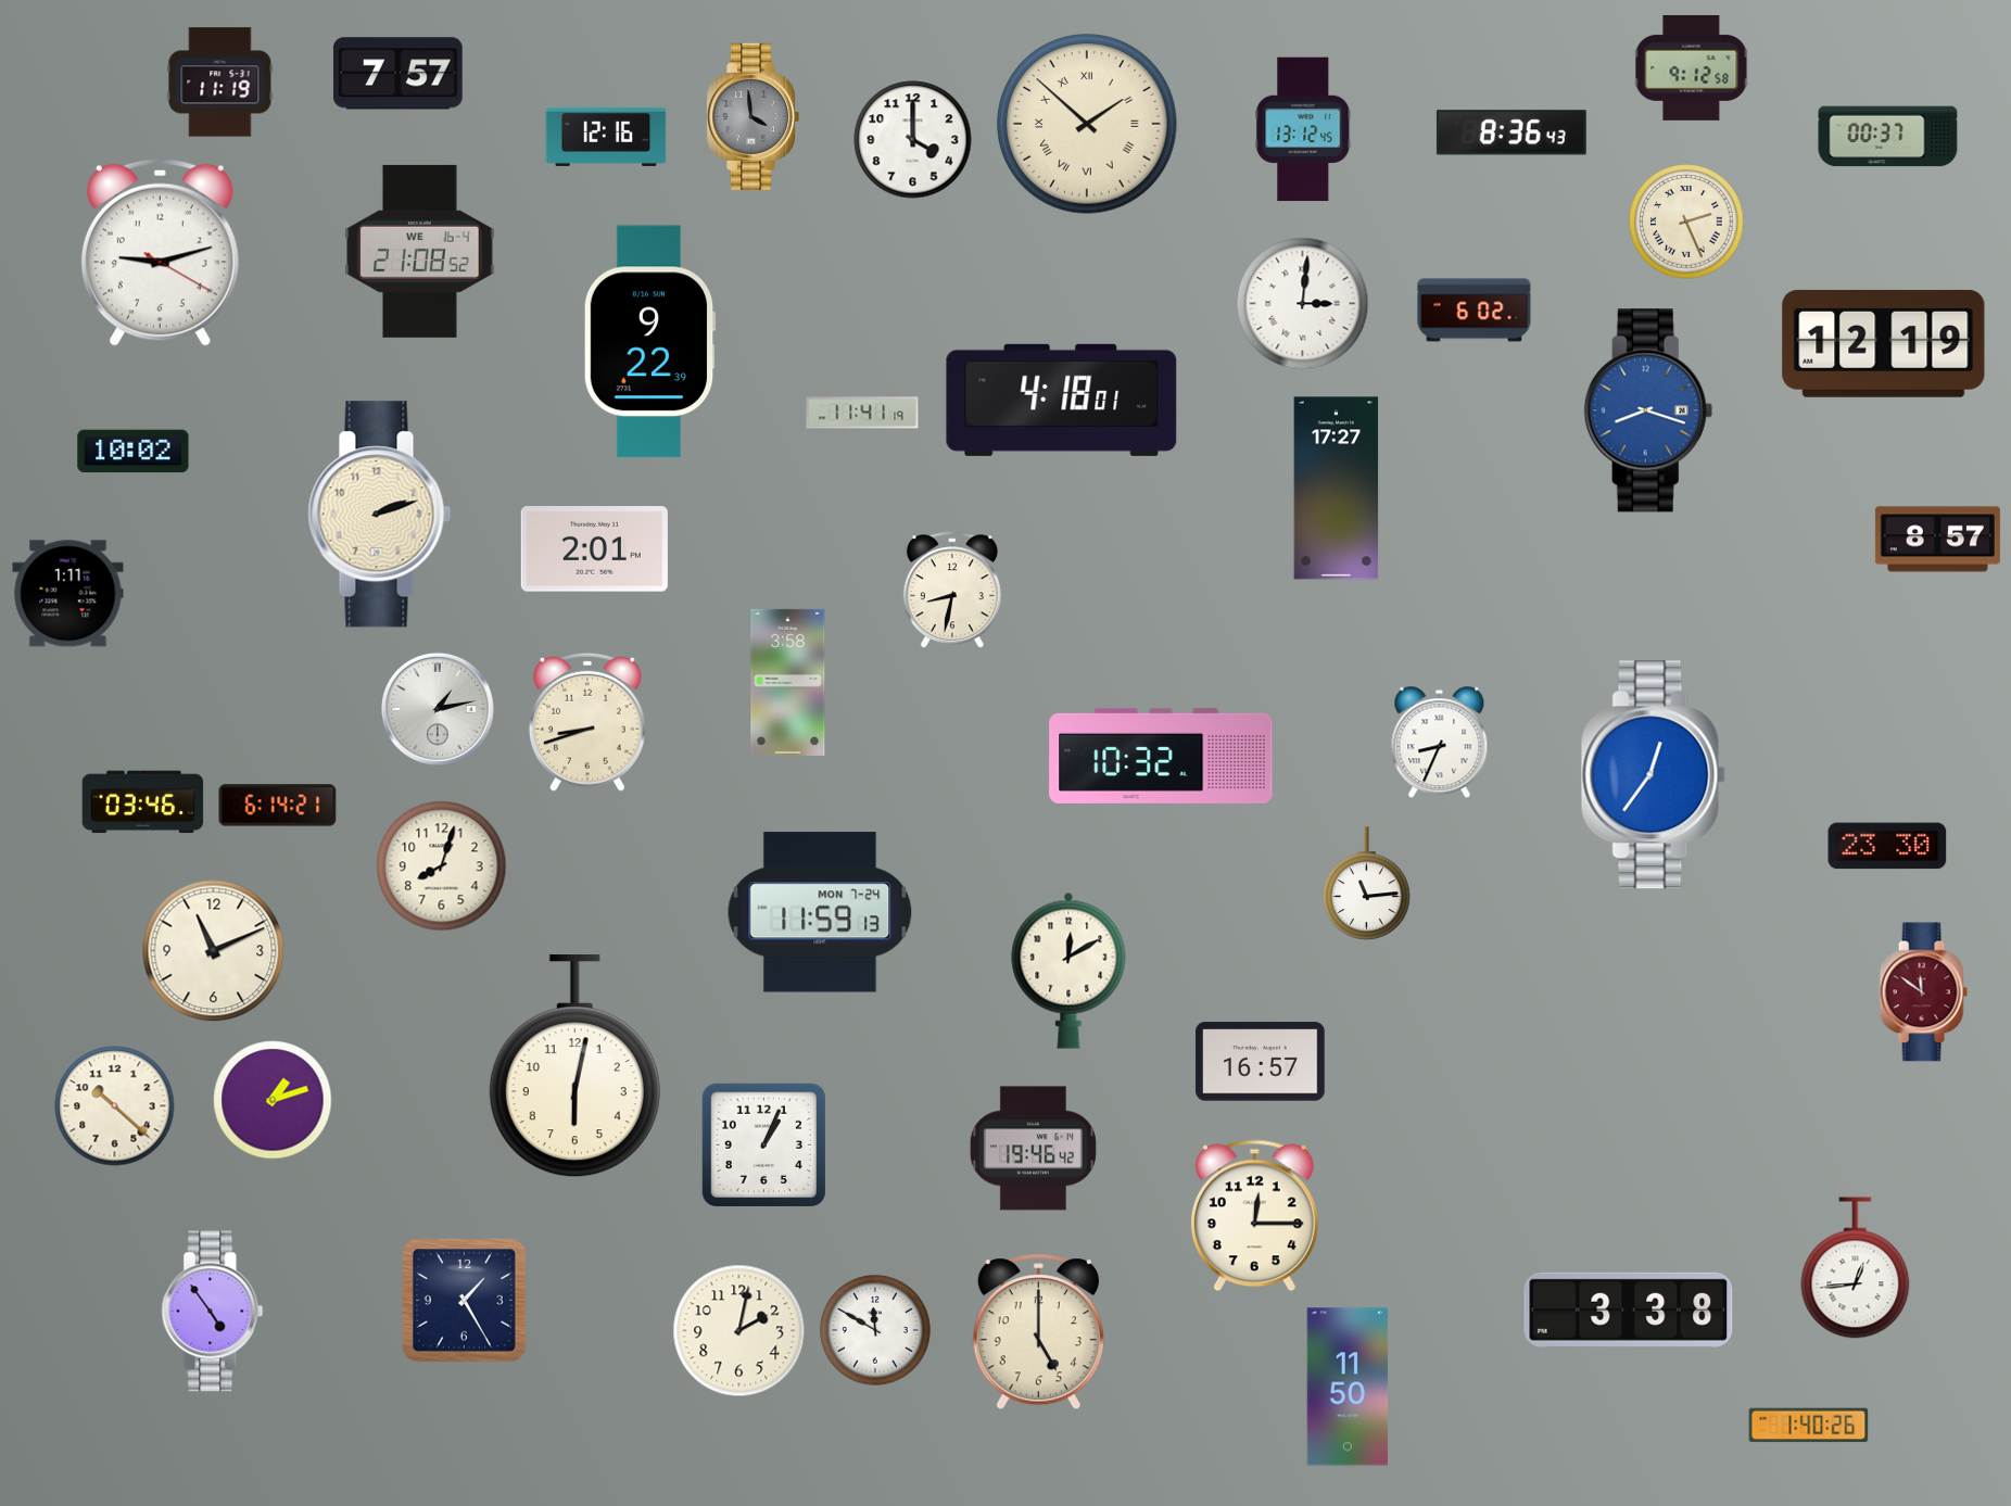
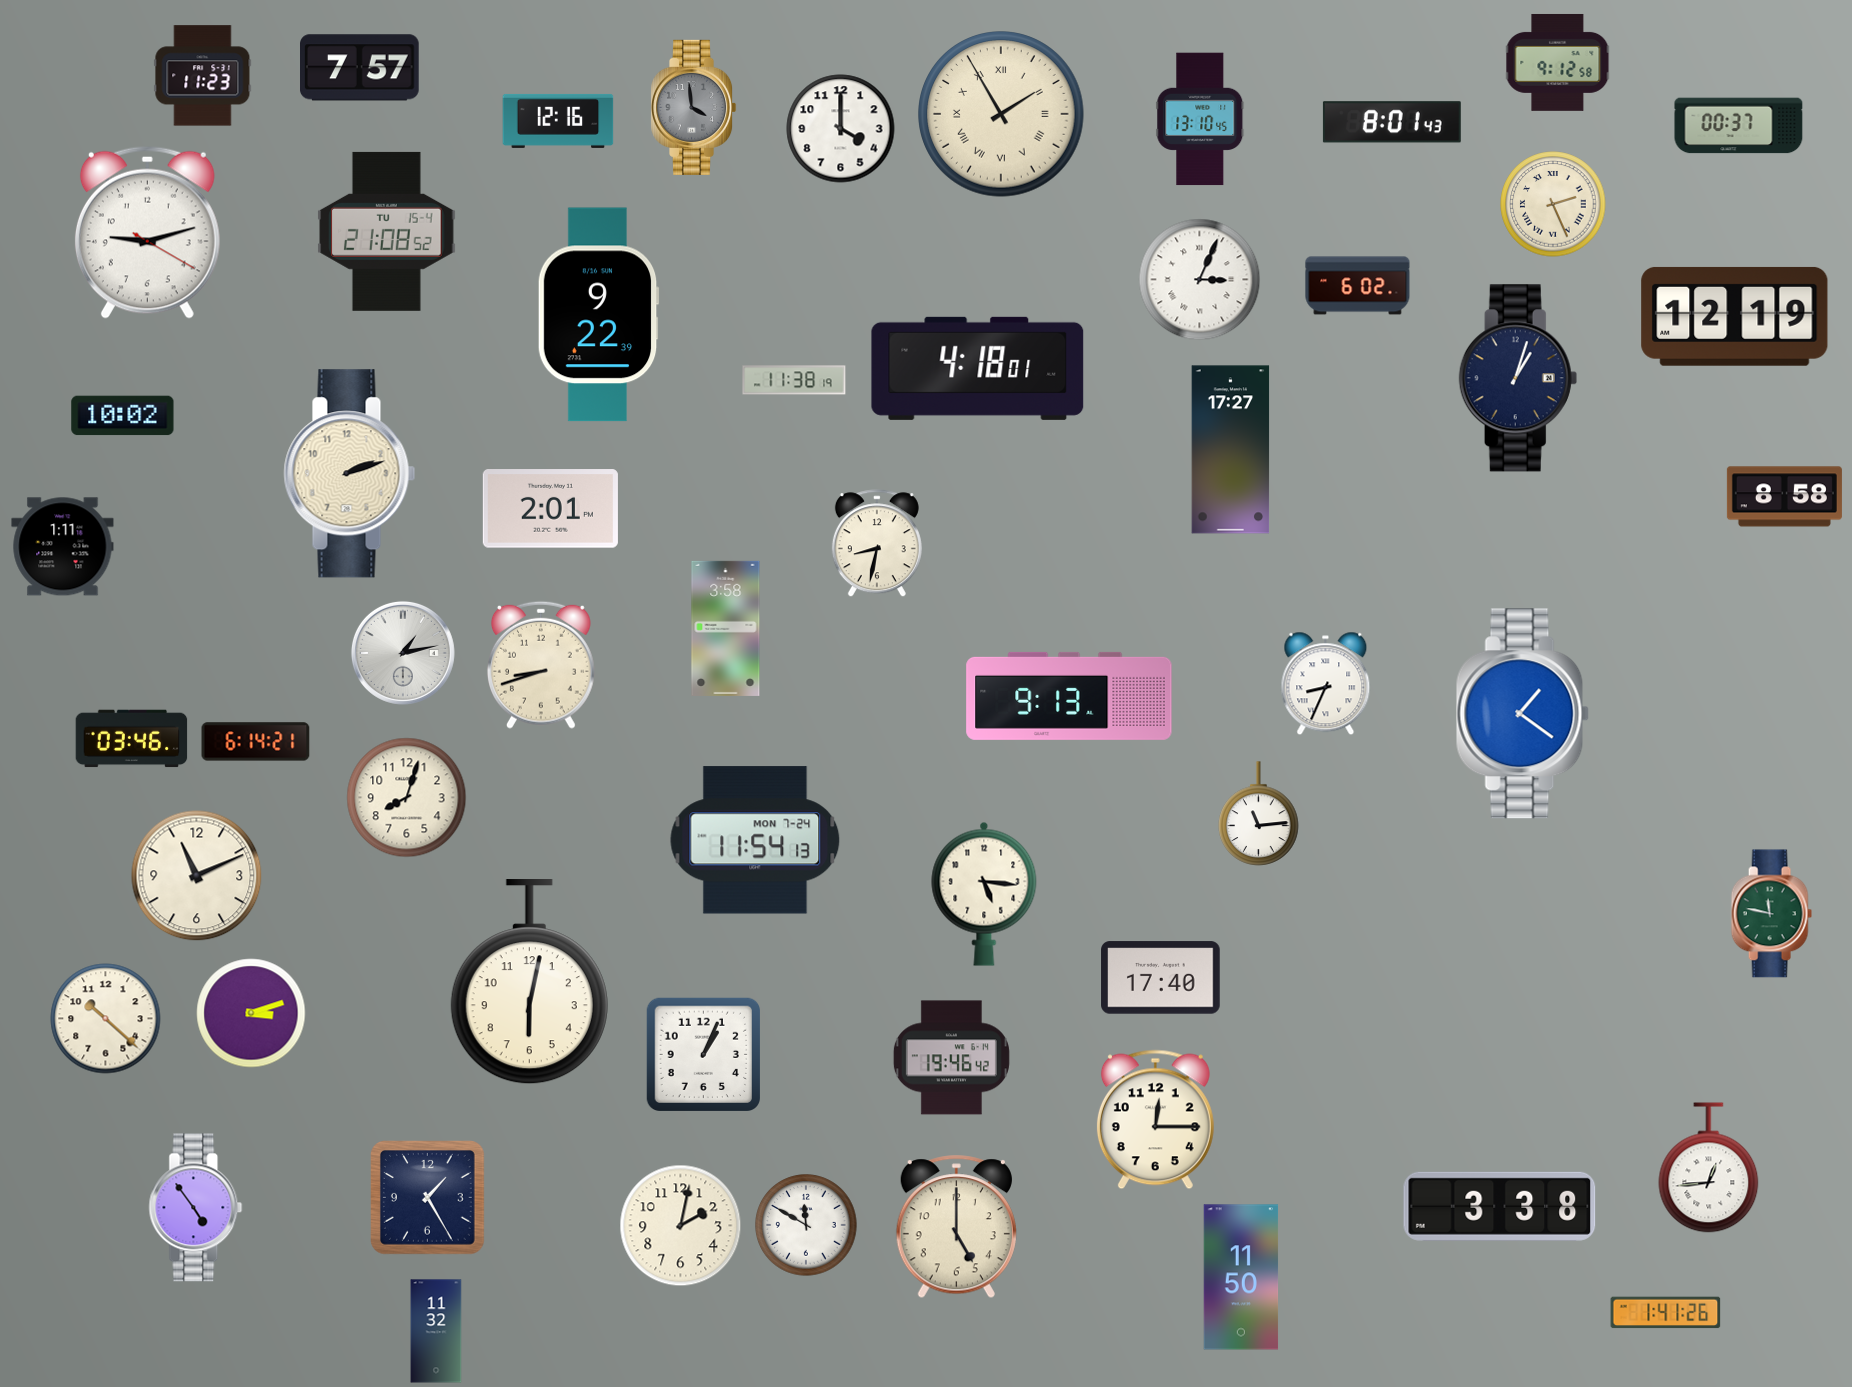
clock at (399, 74) position: (399, 74) -> (360, 68)
clock at (220, 83): 11:19 -> 11:23
clock at (1087, 124): 1:52 -> 1:55
clock at (1303, 129): 13:12 -> 13:10
clock at (1512, 132): 8:36 -> 8:01
clock at (606, 137) position: (606, 137) -> (558, 121)
clock at (420, 251) date: WE 16-4 -> TU 15-4
clock at (1303, 304): 3:01 -> 3:04
clock at (1648, 410): 8:18 -> 1:03
clock at (1648, 410) dial: blue -> navy
clock at (862, 413): 11:41 -> 11:38
clock at (1937, 540): 8:57 -> 8:58
clock at (594, 549) position: (594, 549) -> (550, 509)
clock at (1161, 756): 10:32 -> 9:13
clock at (1653, 775): 12:36 -> 1:21
clock at (1887, 846): 23:30 -> none
clock at (820, 912): 11:59 -> 11:54
clock at (1068, 971): 12:10 -> 5:16
clock at (1923, 992): 11:51 -> 11:47
clock at (1923, 992) dial: burgundy -> green
clock at (1261, 1062): 16:57 -> 17:40
clock at (273, 1100): 1:12 -> 3:12
clock at (1809, 1426): 1:40 -> 1:41
clock at (436, 1331): none -> 11:32
